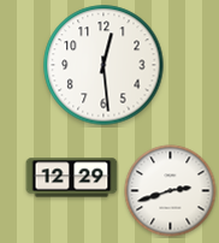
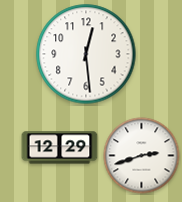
clock at (171, 191) position: (171, 191) -> (142, 156)
